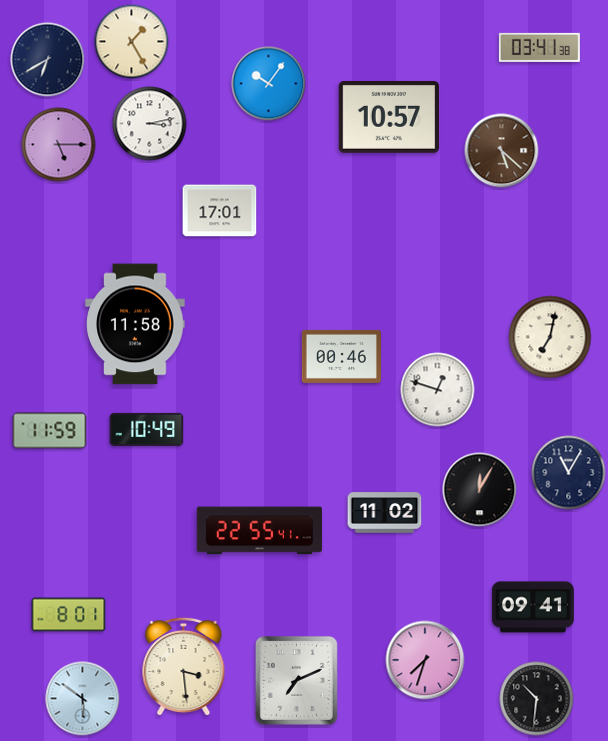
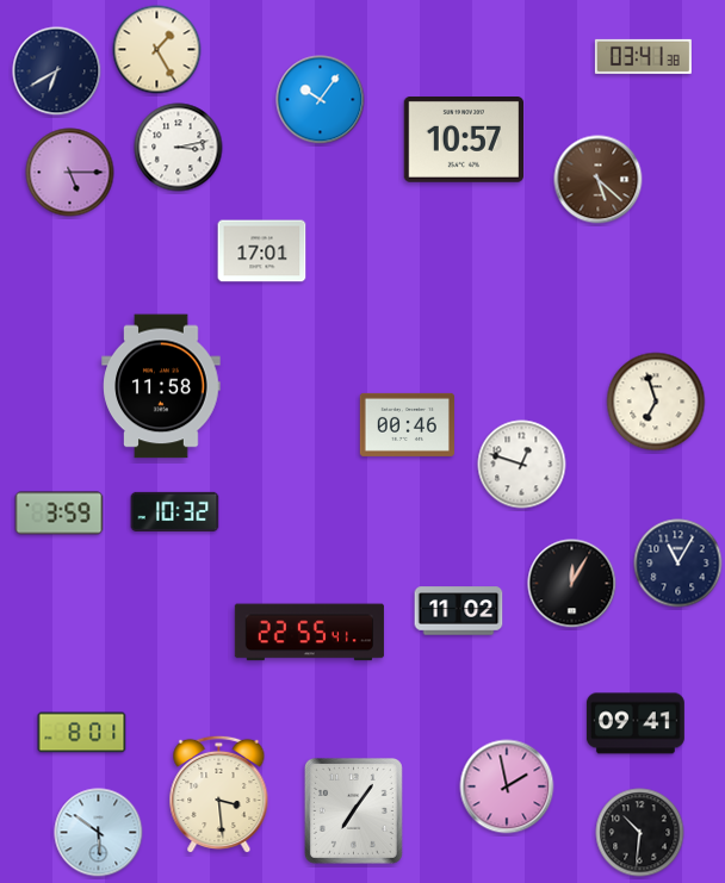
clock at (550, 337): 7:02 -> 6:57
clock at (147, 429): 10:49 -> 10:32
clock at (50, 431): 11:59 -> 3:59
clock at (425, 660): 7:33 -> 1:58
clock at (296, 680): 7:11 -> 7:06
